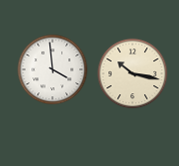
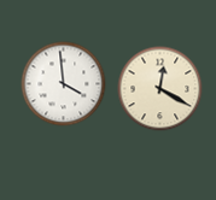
clock at (133, 74): 10:17 -> 12:20
